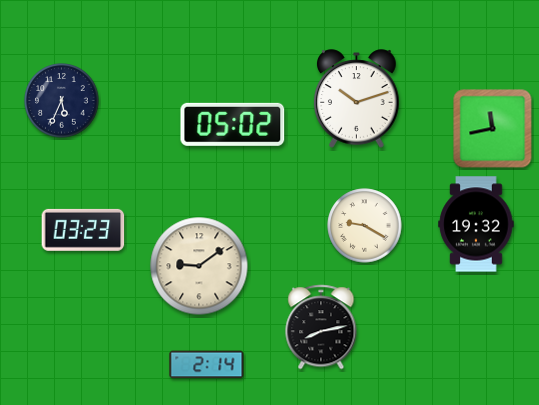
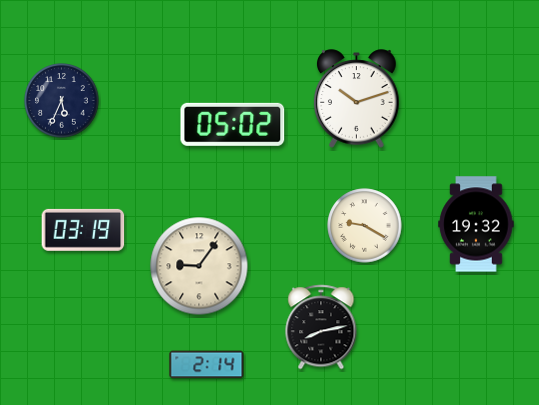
clock at (493, 129): 11:43 -> none
clock at (83, 230): 03:23 -> 03:19
clock at (199, 266): 9:09 -> 9:06
